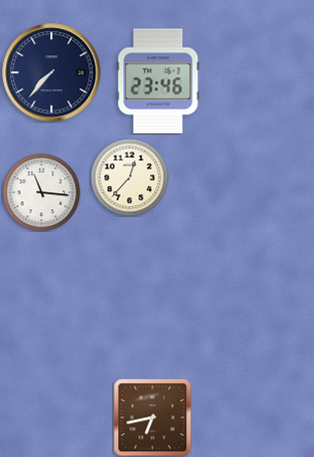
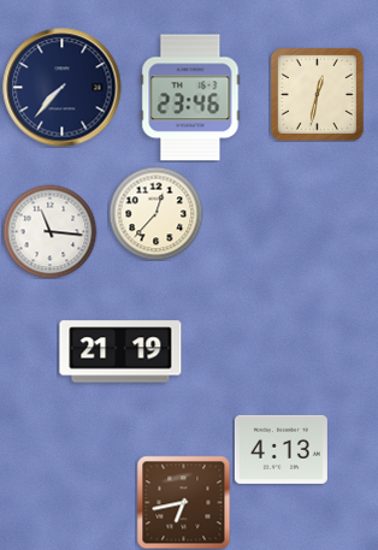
clock at (317, 94): none -> 12:32
clock at (120, 351): none -> 21:19
clock at (280, 449): none -> 4:13
